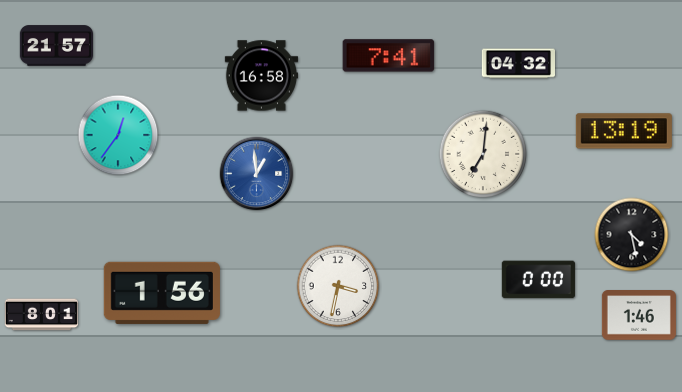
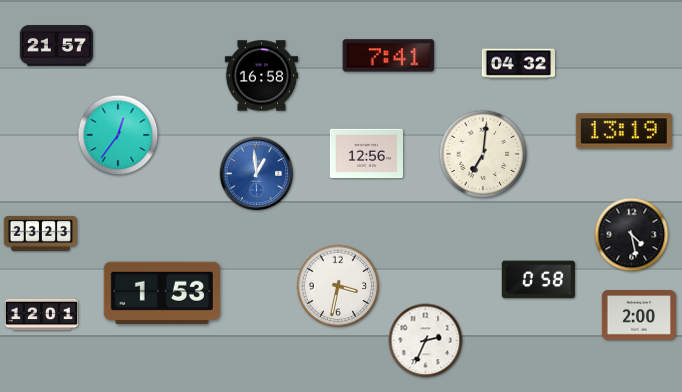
clock at (366, 154): none -> 12:56
clock at (40, 233): none -> 23:23
clock at (538, 280): 0:00 -> 0:58
clock at (162, 293): 1:56 -> 1:53
clock at (41, 315): 8:01 -> 12:01
clock at (639, 316): 1:46 -> 2:00
clock at (426, 341): none -> 2:34
